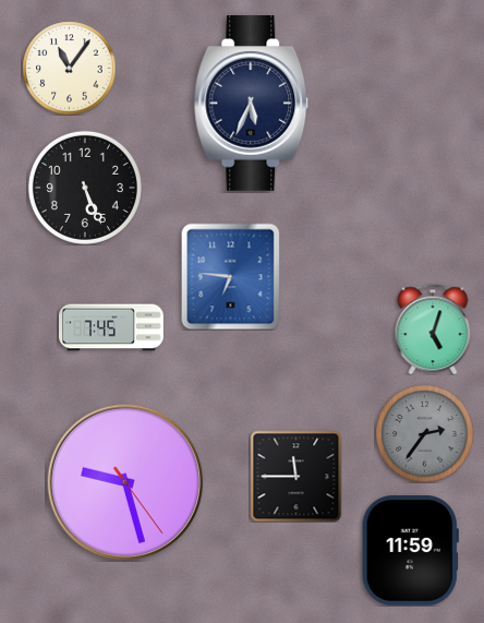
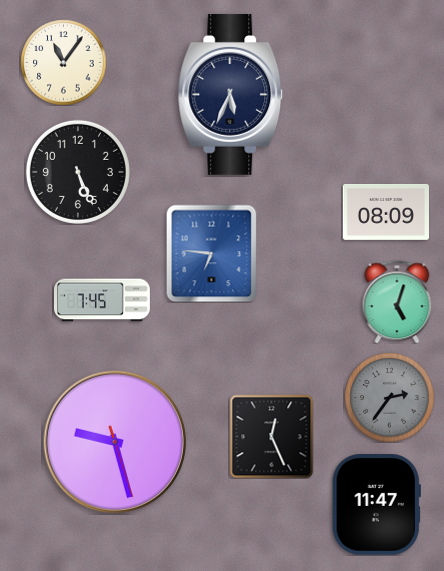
clock at (385, 212): none -> 08:09
clock at (295, 476): 11:45 -> 12:26
clock at (125, 482): 9:27:24 -> 9:27:27
clock at (410, 551): 11:59 -> 11:47
